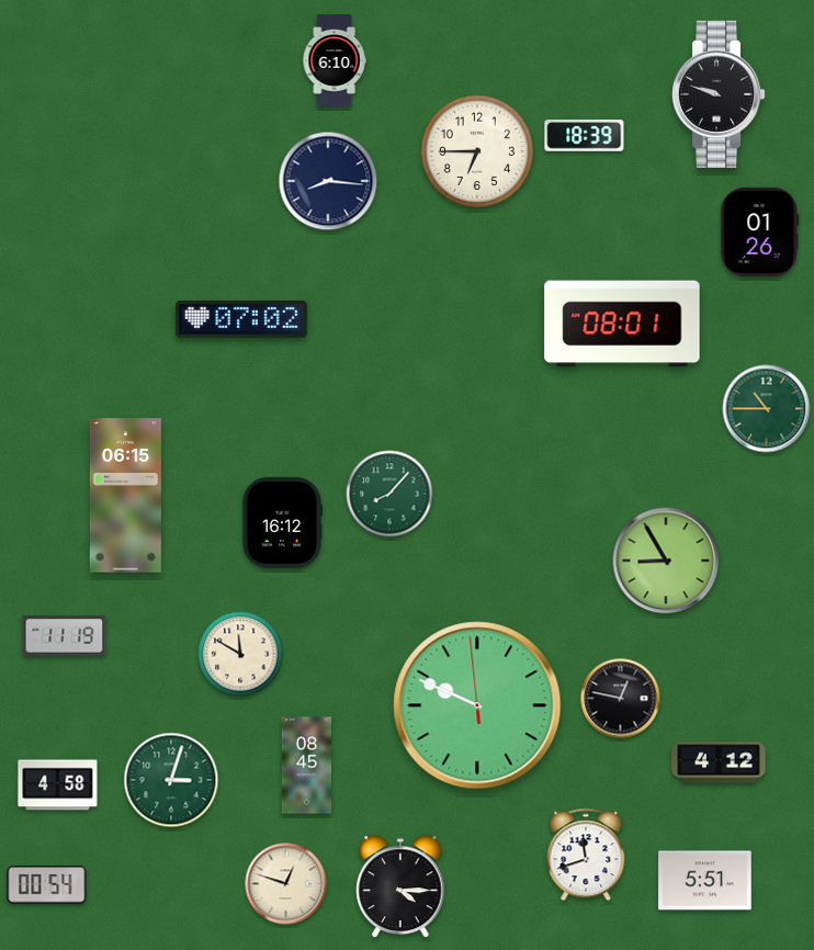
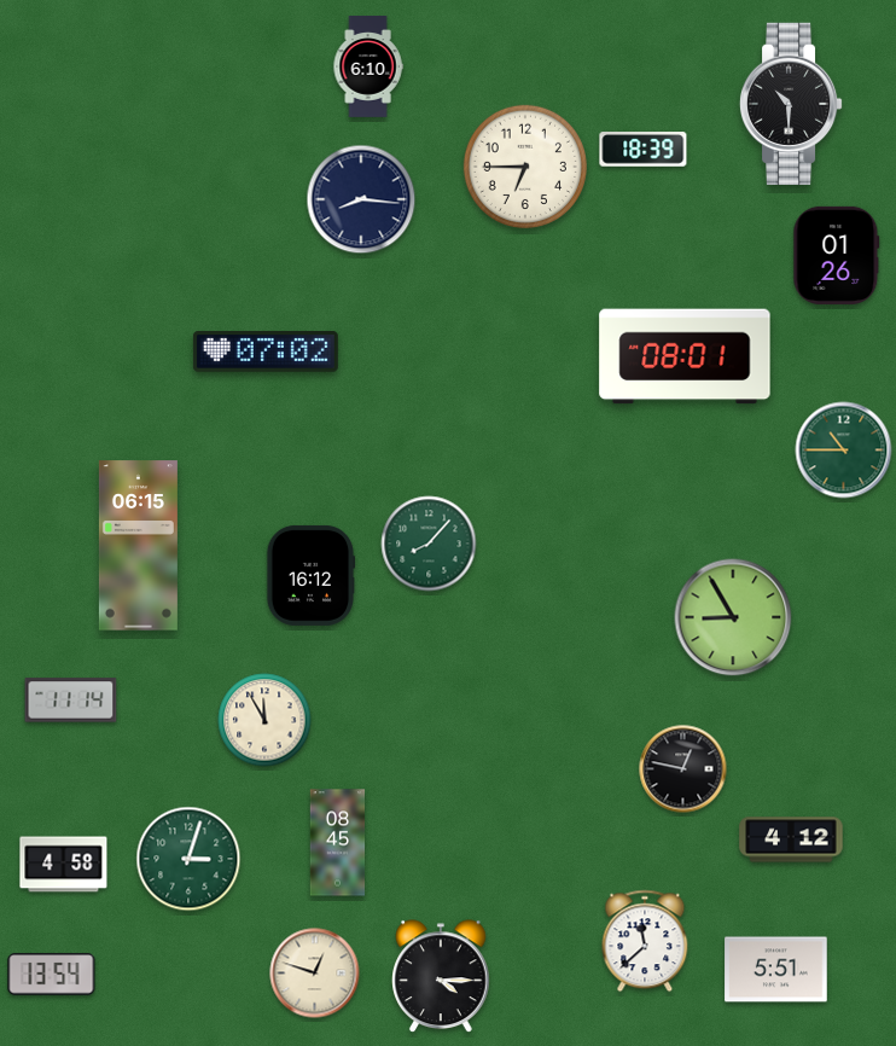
clock at (719, 93): 9:48 -> 10:30
clock at (65, 636): 11:19 -> 11:14
clock at (240, 654): 11:50 -> 11:55
clock at (477, 705): 9:48 -> none
clock at (586, 855): 11:42 -> 11:38
clock at (47, 885): 00:54 -> 13:54
